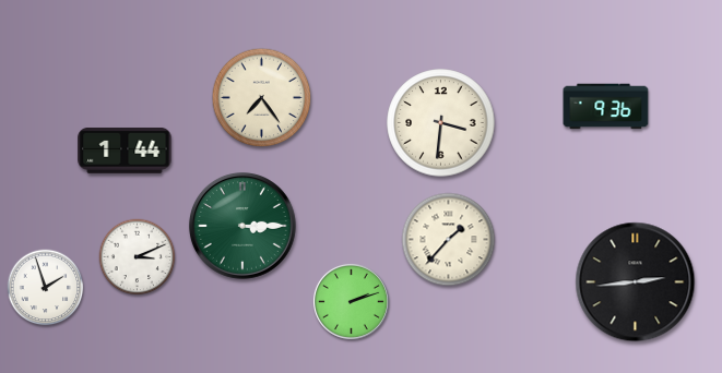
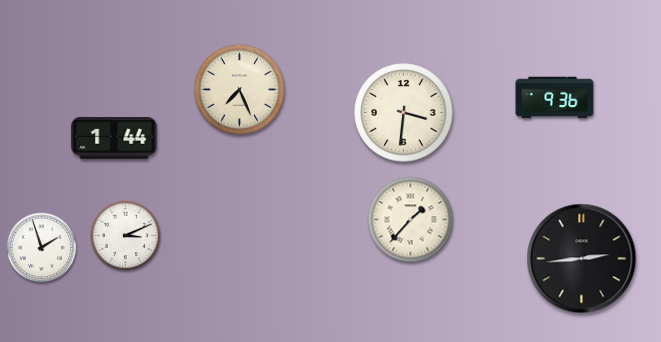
clock at (262, 98): 7:24 -> 7:26
clock at (242, 226): 3:15 -> none
clock at (46, 288) position: (46, 288) -> (42, 248)
clock at (351, 301): 2:12 -> none
